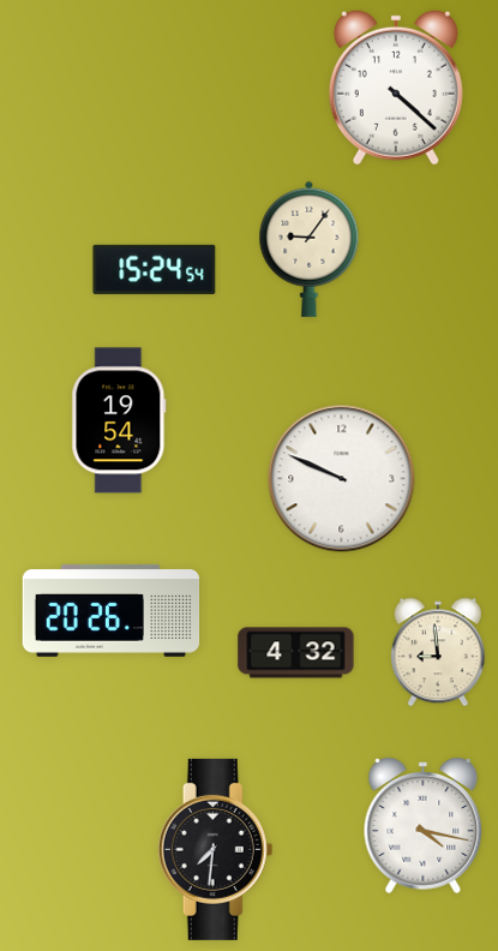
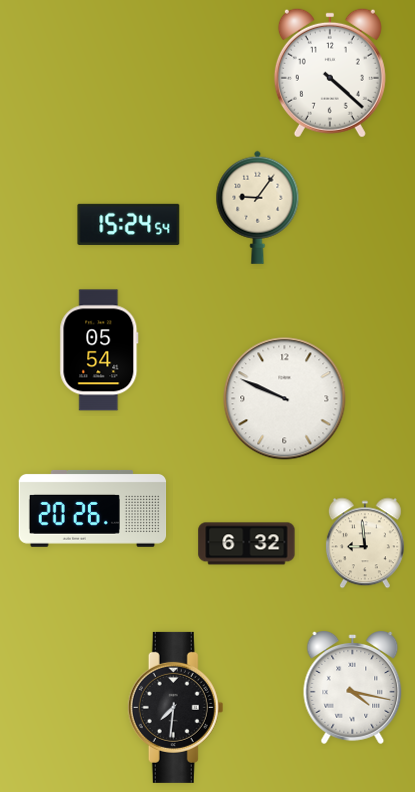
clock at (119, 420): 19:54 -> 05:54
clock at (296, 653): 4:32 -> 6:32
clock at (216, 849) position: (216, 849) -> (176, 707)
